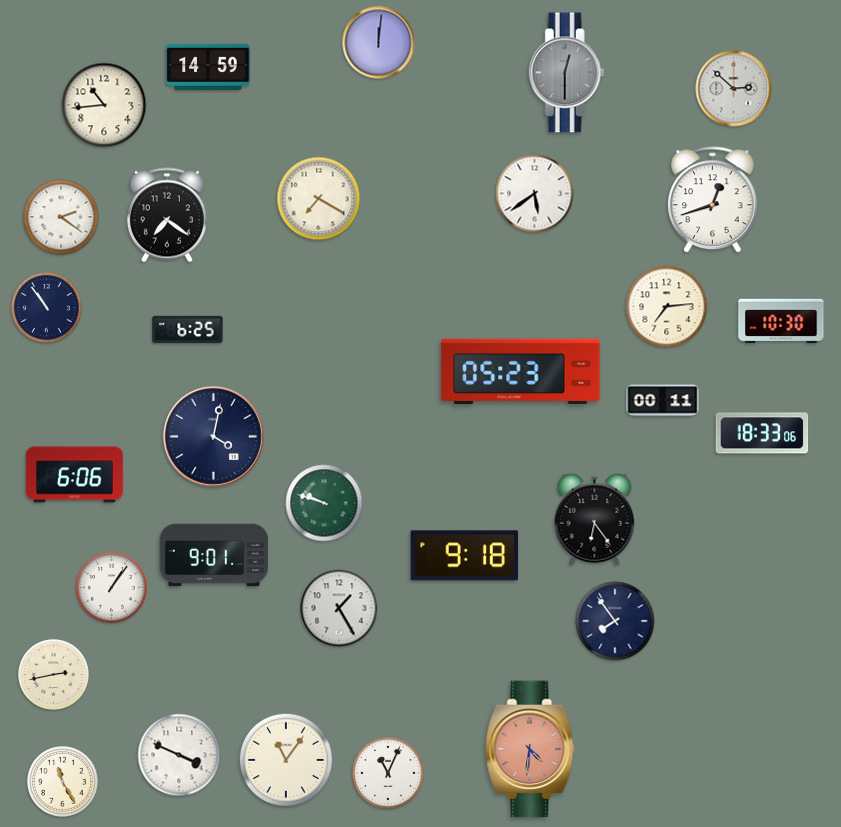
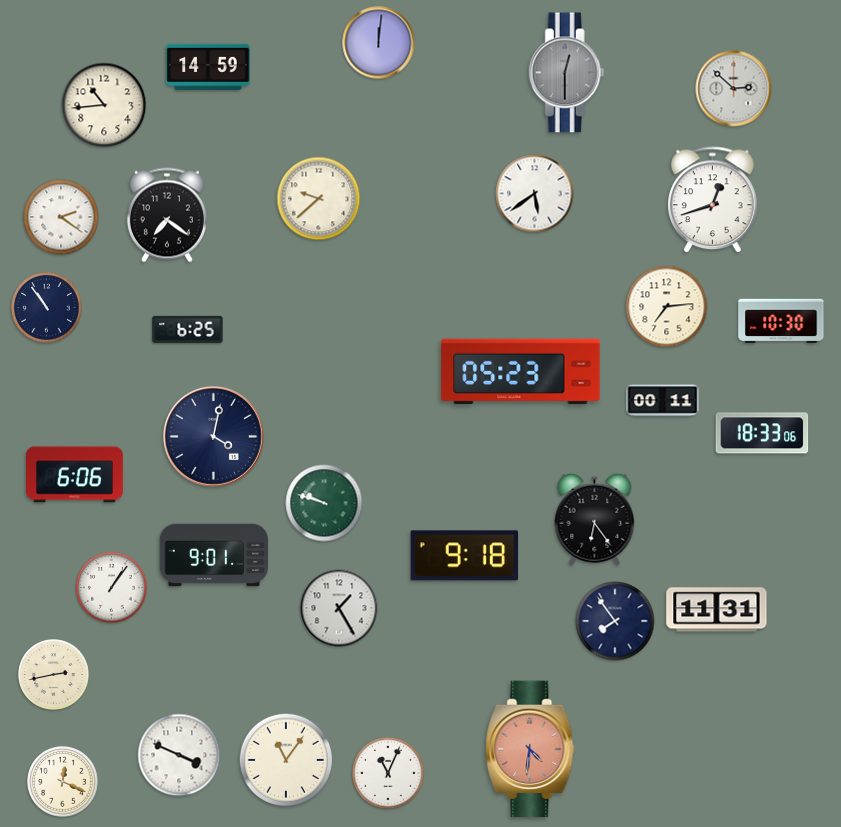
clock at (319, 199): 7:20 -> 9:38
clock at (717, 610): none -> 11:31
clock at (63, 782): 11:25 -> 12:19
